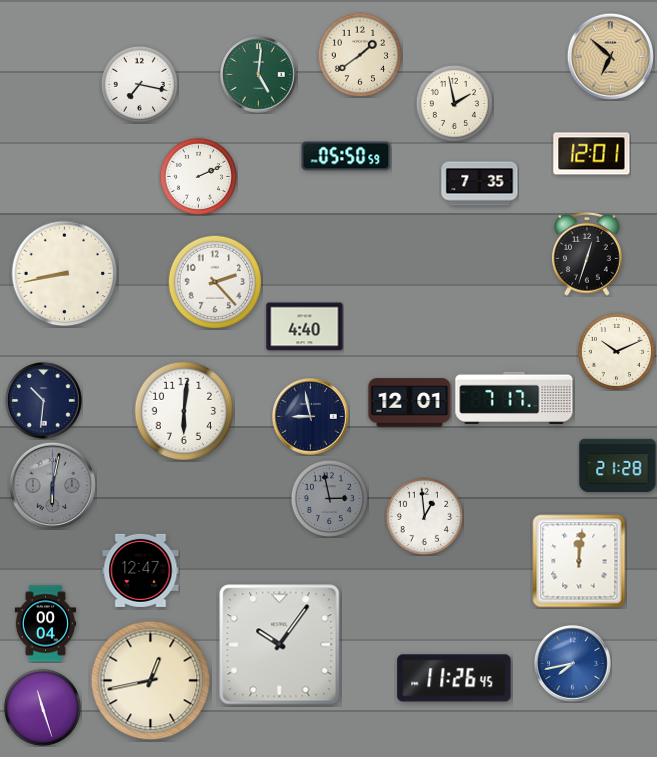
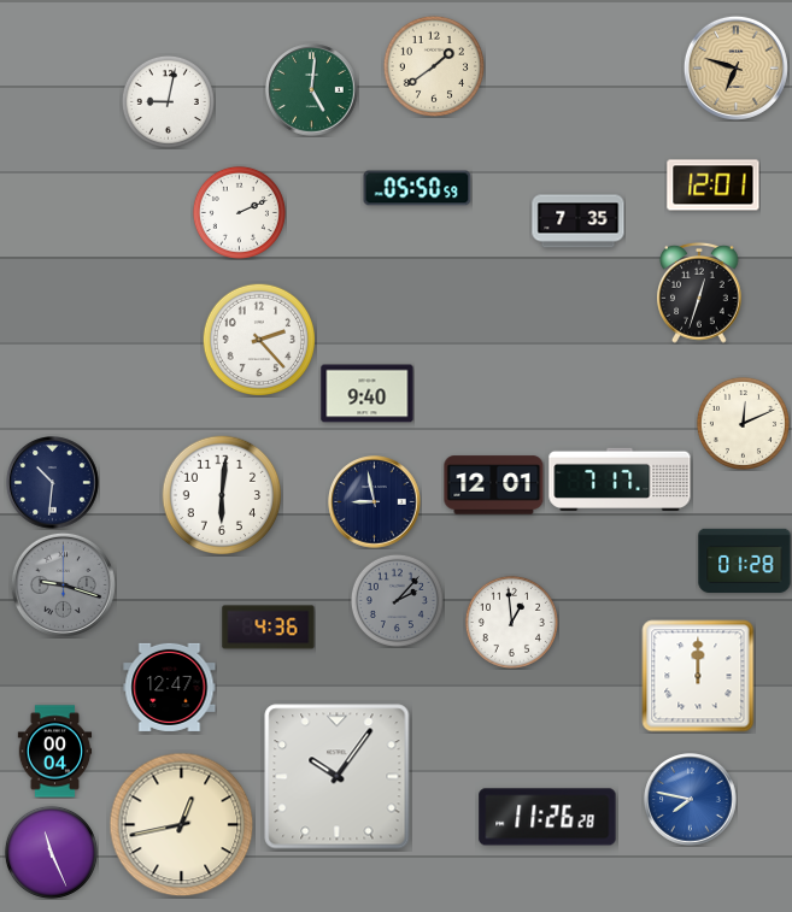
clock at (610, 56): 6:52 -> 6:48
clock at (139, 84): 7:17 -> 9:02
clock at (454, 103): 1:58 -> none
clock at (587, 254) position: (587, 254) -> (699, 293)
clock at (65, 274): 8:43 -> none
clock at (305, 327): 4:40 -> 9:40
clock at (616, 351): 10:11 -> 12:11
clock at (618, 466): 21:28 -> 01:28
clock at (52, 485): 6:02 -> 9:18
clock at (329, 498): 2:58 -> 2:07
clock at (269, 628): none -> 4:36
clock at (579, 561): 12:01 -> 12:00
clock at (573, 664): 7:43 -> 7:47
clock at (454, 678): 11:26:45 -> 11:26:28
clock at (151, 681) position: (151, 681) -> (182, 825)
clock at (42, 707): 11:27 -> 11:26
